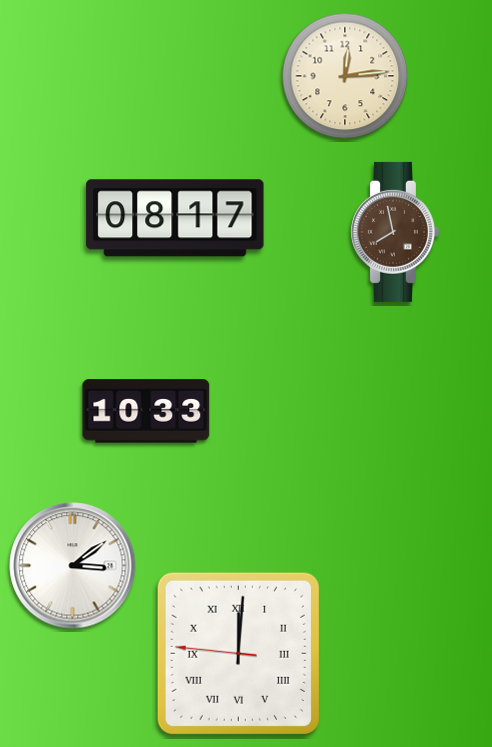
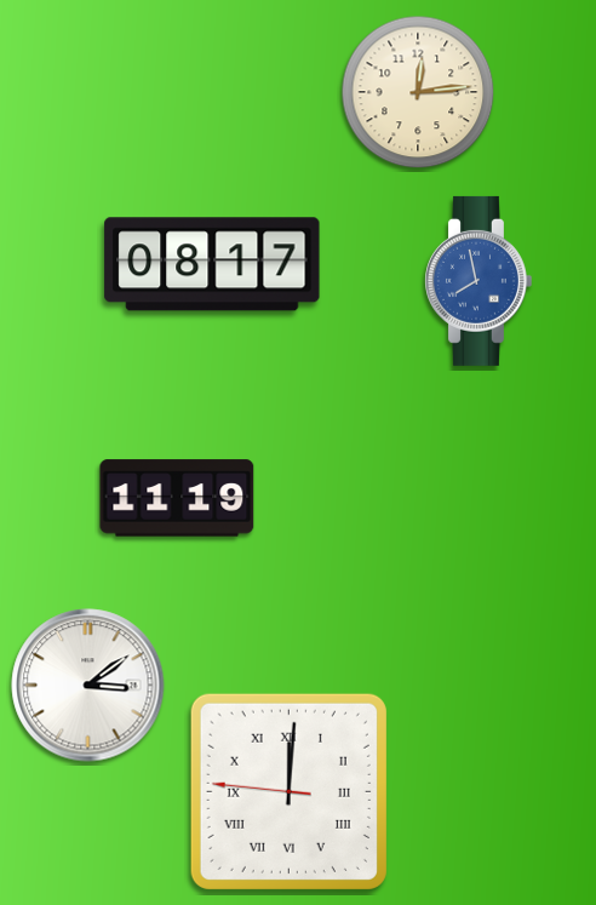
clock at (395, 232) dial: brown -> blue
clock at (146, 411): 10:33 -> 11:19
